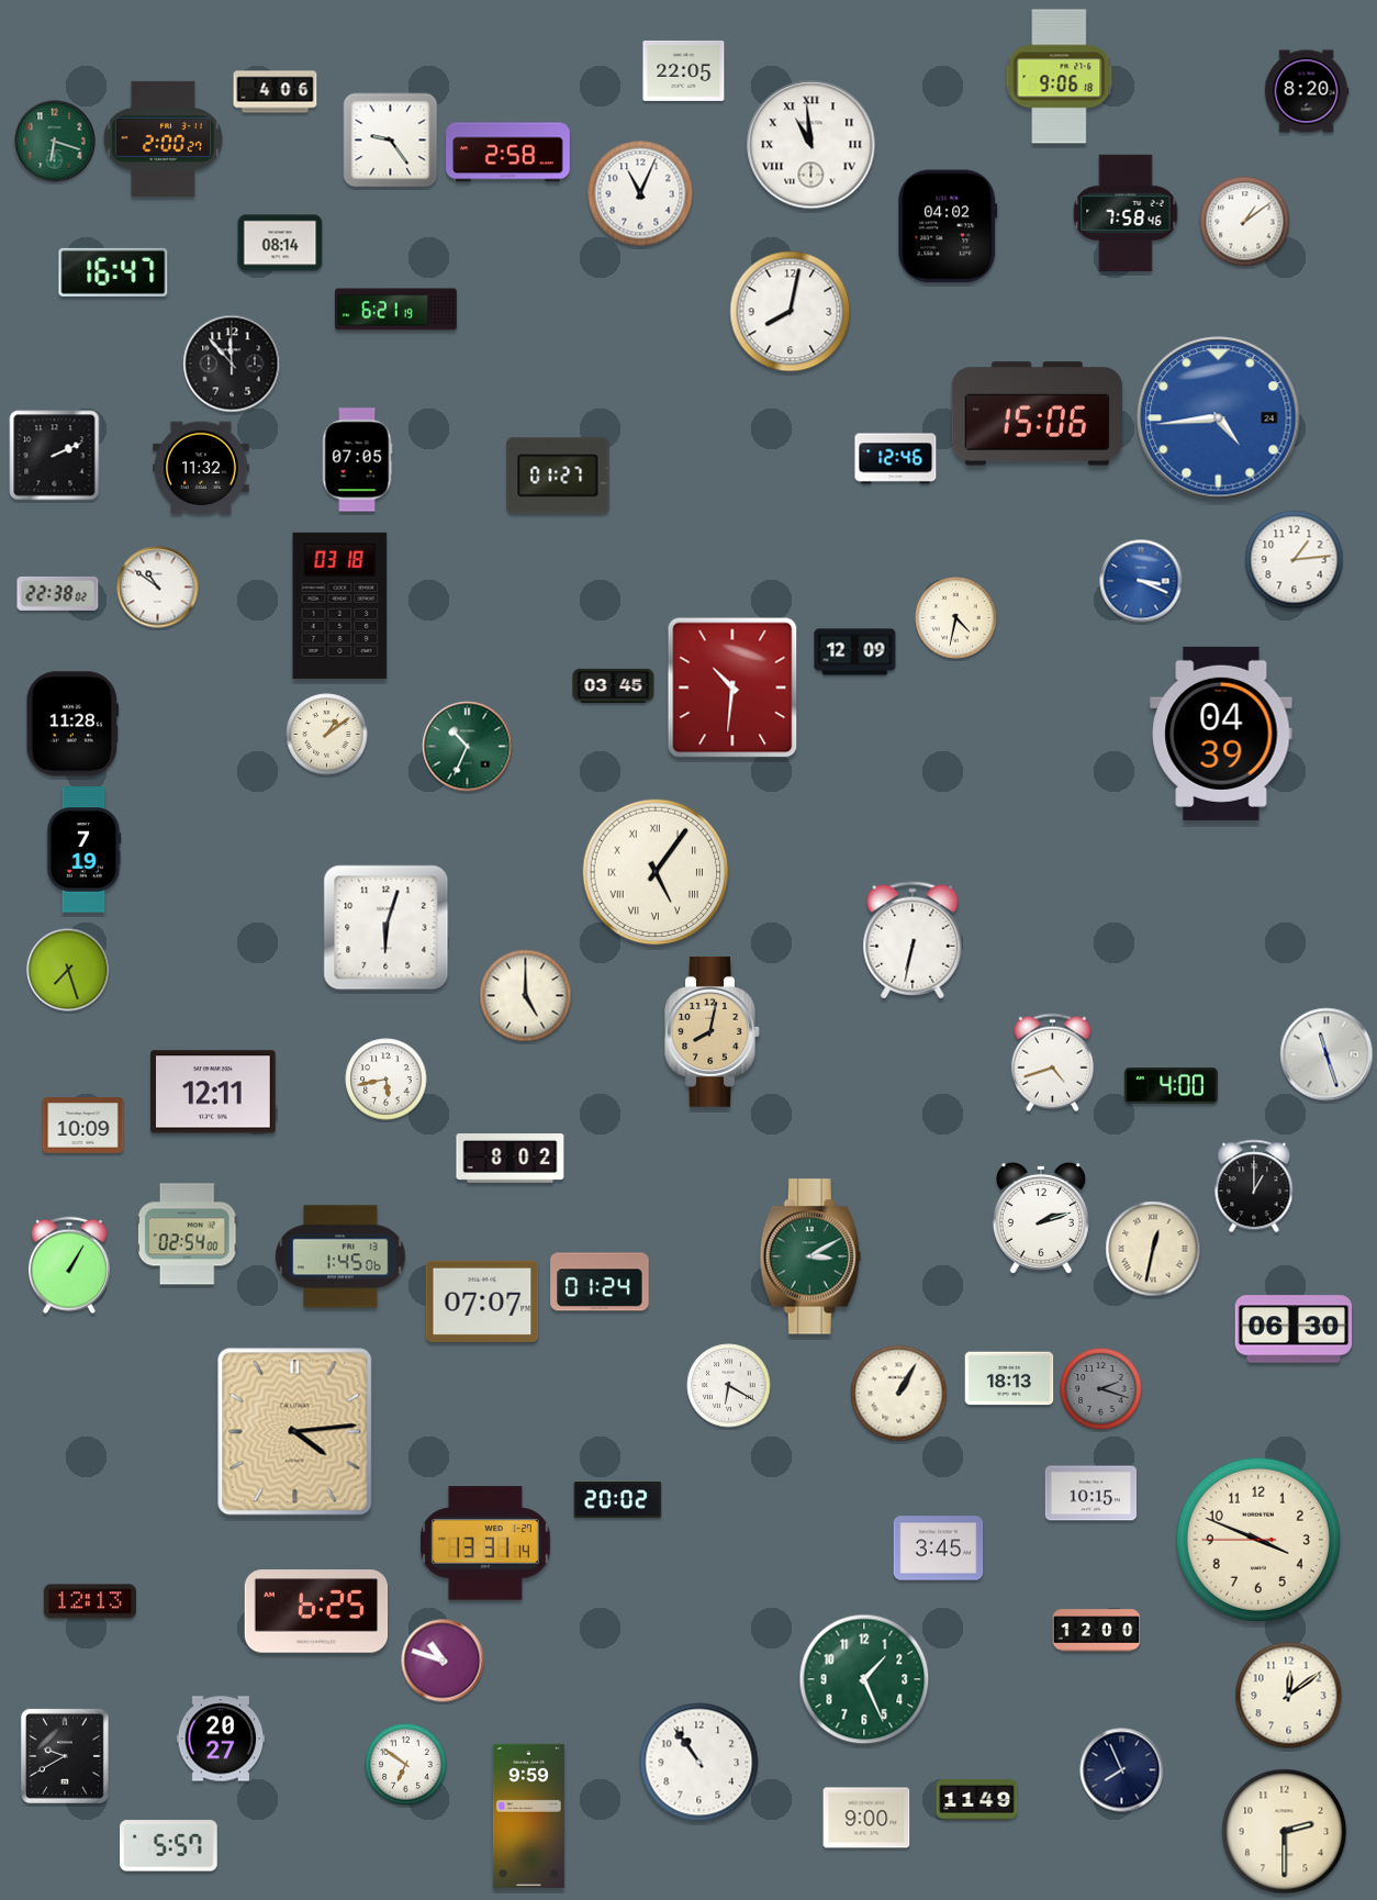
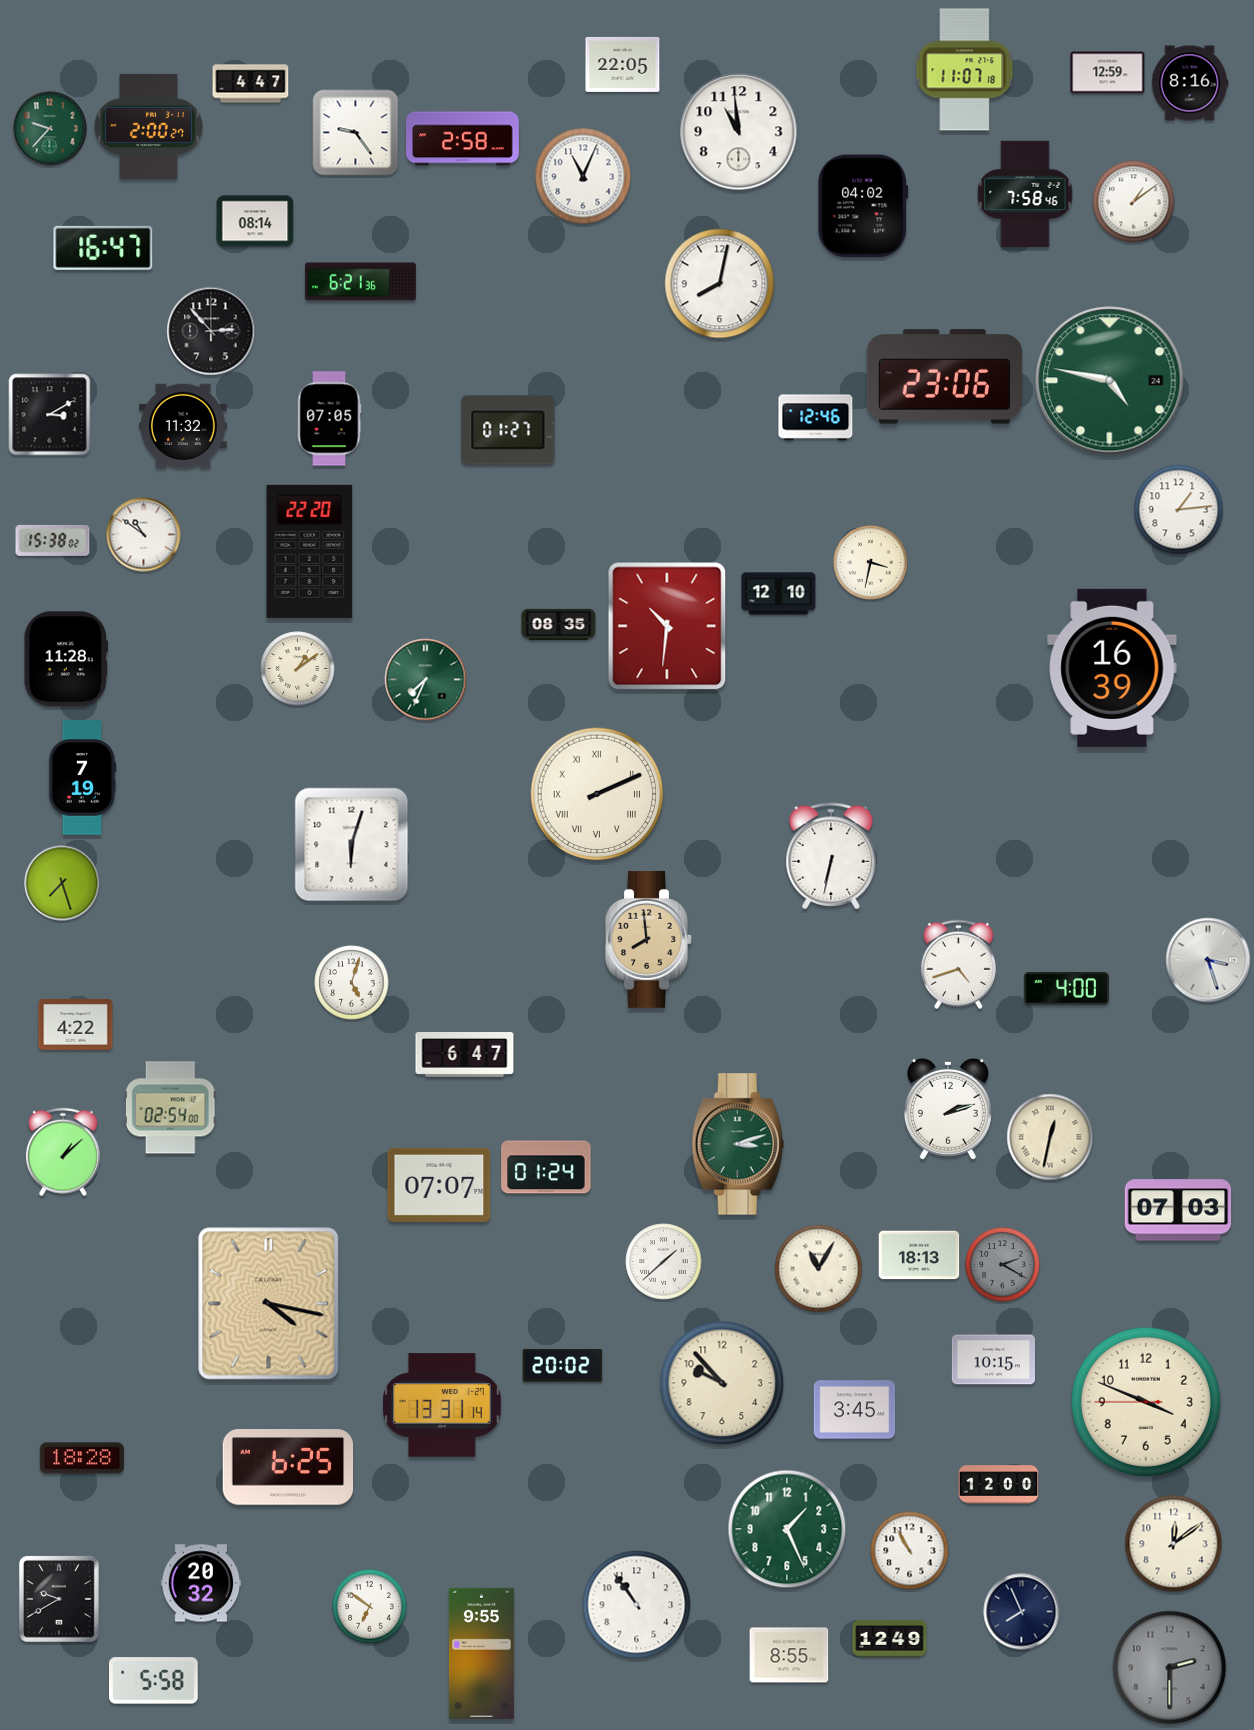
clock at (1060, 77): 9:06 -> 11:07
clock at (1108, 73): none -> 12:59
clock at (1307, 91): 8:20 -> 8:16
clock at (276, 92): 4:06 -> 4:47
clock at (391, 141) position: (391, 141) -> (356, 133)
clock at (55, 142): 6:18 -> 9:37
clock at (811, 145) numerals: Roman -> Arabic
clock at (395, 310): 6:21:19 -> 6:21:36
clock at (232, 364): 11:53 -> 2:53
clock at (1037, 414): 15:06 -> 23:06
clock at (1219, 418): 4:44 -> 4:47
clock at (1219, 418) dial: blue -> green
clock at (55, 456): 2:11 -> 3:10
clock at (357, 460) position: (357, 460) -> (329, 419)
clock at (558, 476) position: (558, 476) -> (508, 430)
clock at (1141, 581): 3:19 -> none
clock at (58, 593): 22:38 -> 15:38
clock at (340, 605): 03:18 -> 22:20
clock at (956, 618): 4:32 -> 3:32
clock at (855, 652): 12:09 -> 12:10
clock at (614, 685): 03:45 -> 08:35
clock at (1221, 734): 04:39 -> 16:39
clock at (468, 747): 10:34 -> 7:34
clock at (83, 850) position: (83, 850) -> (82, 778)
clock at (656, 872): 5:06 -> 2:11
clock at (526, 996): 5:00 -> none
clock at (713, 1031): 8:02 -> 7:59
clock at (1326, 1054): 11:27 -> 3:27
clock at (1052, 1063) position: (1052, 1063) -> (958, 965)
clock at (387, 1080): 5:43 -> 5:03
clock at (213, 1092): 12:11 -> none
clock at (83, 1126): 10:09 -> 4:22
clock at (511, 1159): 8:02 -> 6:47
clock at (1254, 1186): 1:00 -> none
clock at (187, 1234) position: (187, 1234) -> (170, 1108)
clock at (340, 1256): 1:45 -> none
clock at (810, 1256): 3:10 -> 3:12
clock at (69, 1265): 1:05 -> 1:08
clock at (1294, 1329): 06:30 -> 07:03
clock at (729, 1386): 6:20 -> 1:38
clock at (1101, 1389): 2:18 -> 2:20
clock at (899, 1394): 1:05 -> 11:05
clock at (295, 1432): 4:14 -> 4:17
clock at (722, 1383): none -> 9:53
clock at (90, 1601): 12:13 -> 18:28
clock at (443, 1661): 10:48 -> none
clock at (910, 1551): none -> 10:55
clock at (221, 1739): 20:27 -> 20:32
clock at (977, 1800): 11:49 -> 12:49
clock at (528, 1815): 9:59 -> 9:55
clock at (866, 1818): 9:00 -> 8:55
clock at (1285, 1832) dial: cream -> grey
clock at (169, 1846): 5:57 -> 5:58
